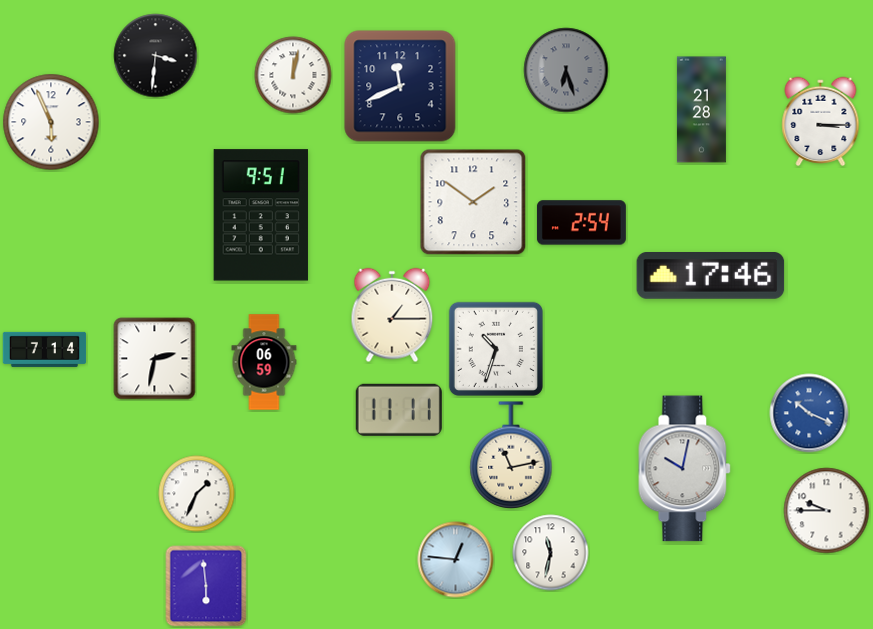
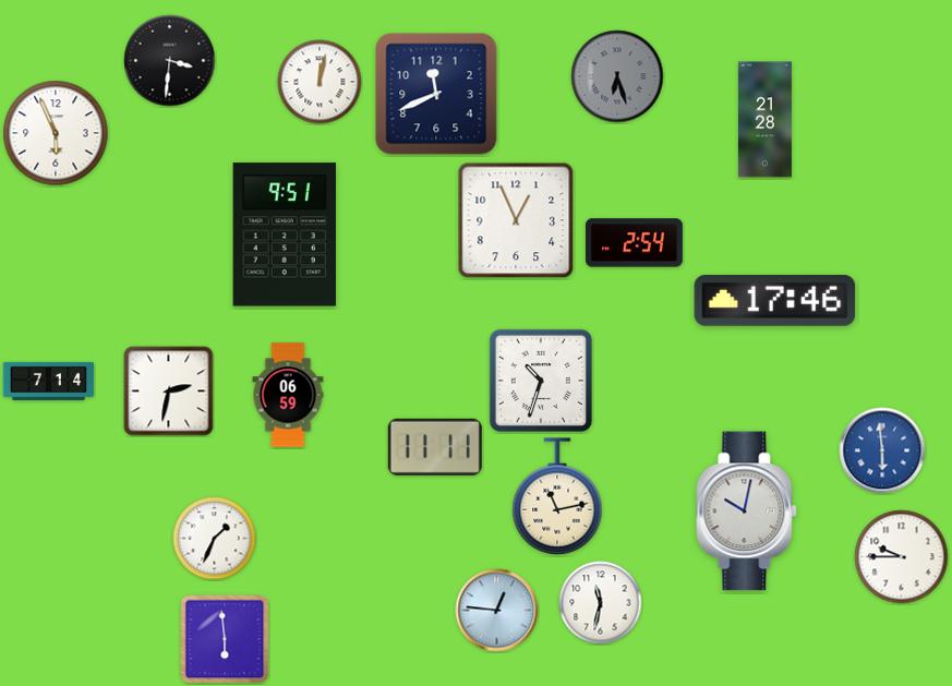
clock at (821, 122): 3:15 -> none
clock at (473, 202): 1:51 -> 12:56
clock at (392, 315): 1:15 -> none
clock at (809, 413): 10:19 -> 5:59
